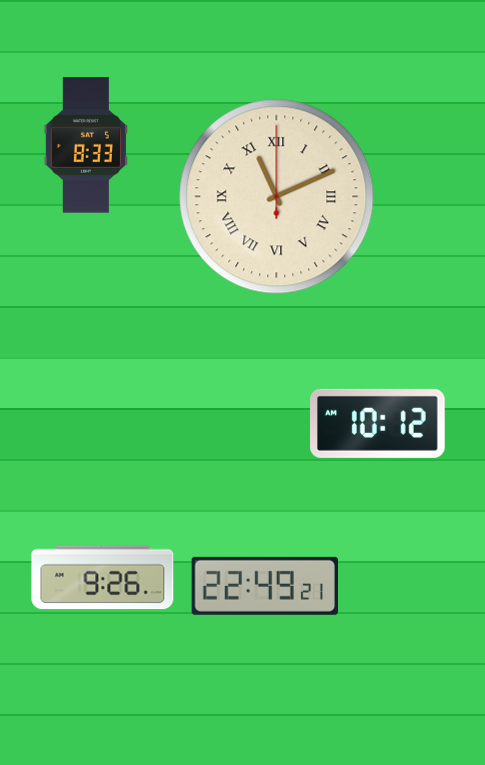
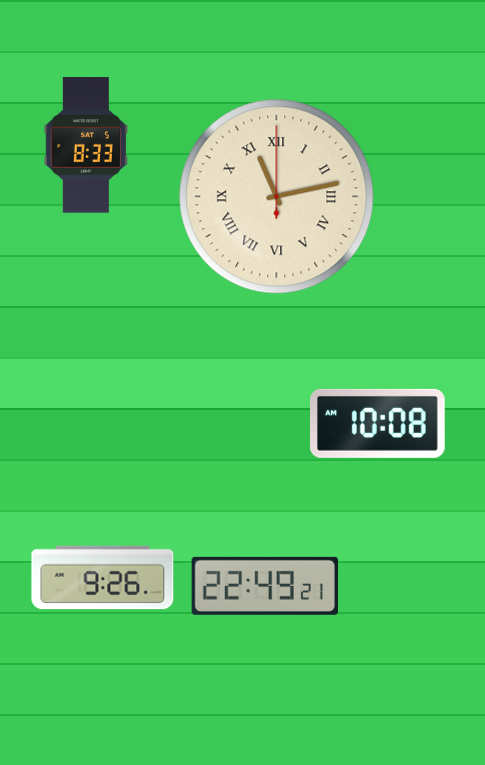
clock at (277, 197): 11:11 -> 11:13
clock at (378, 423): 10:12 -> 10:08
